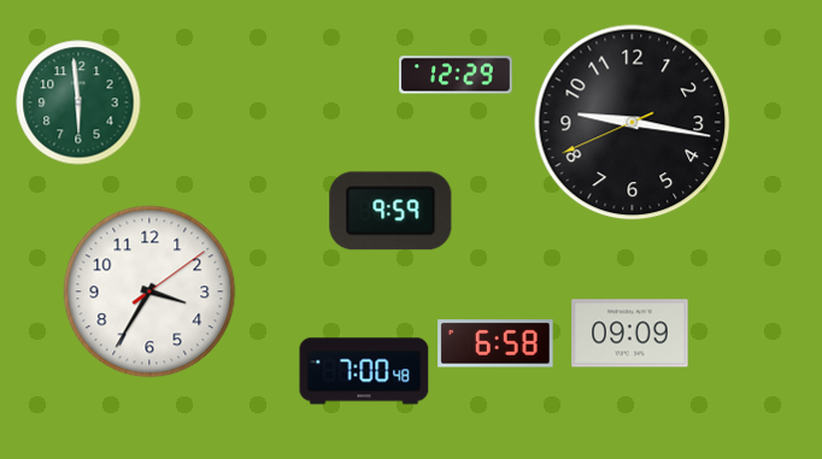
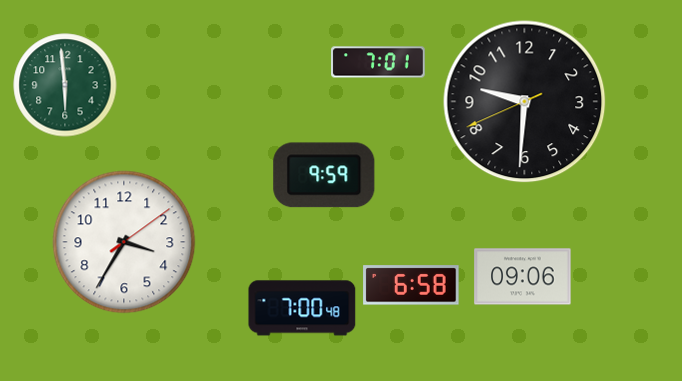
clock at (456, 75): 12:29 -> 7:01
clock at (633, 123): 9:16 -> 9:30
clock at (630, 334): 09:09 -> 09:06
